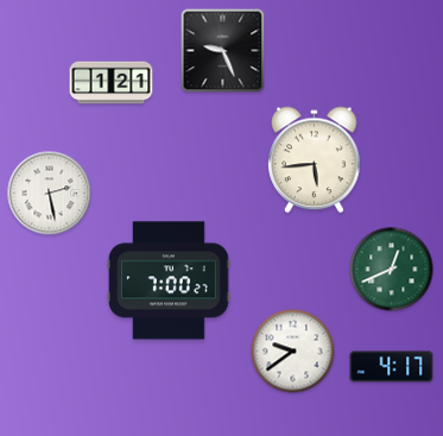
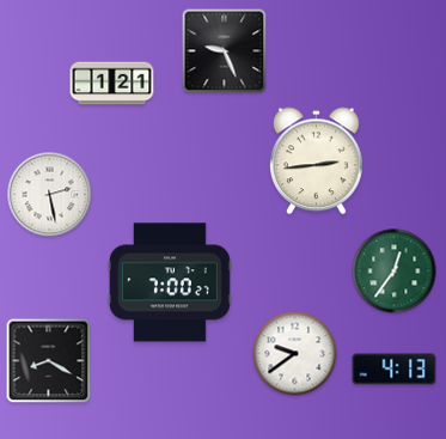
clock at (315, 160): 5:44 -> 2:44
clock at (392, 270): 12:41 -> 12:36
clock at (49, 361): none -> 8:20
clock at (392, 367): 4:17 -> 4:13
